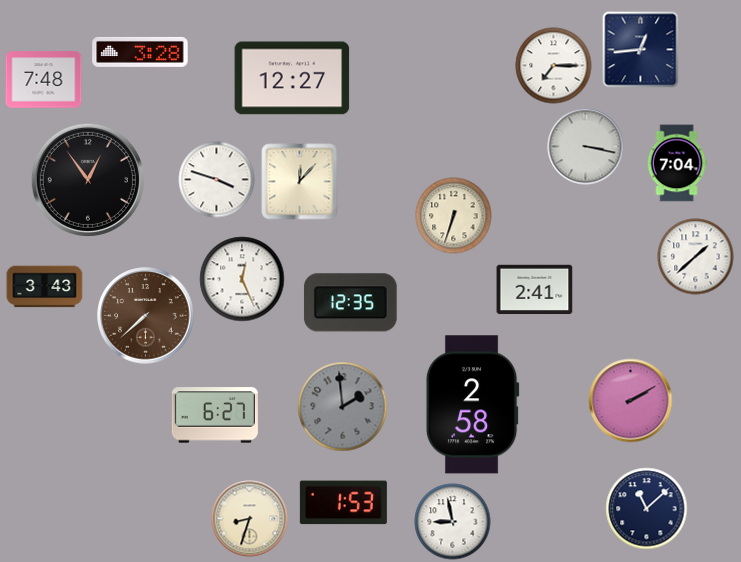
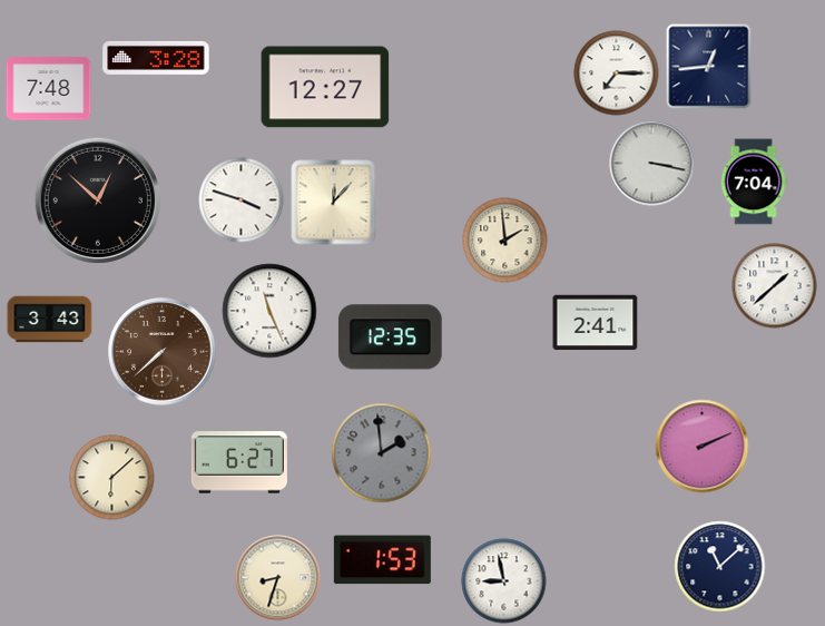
clock at (641, 50) position: (641, 50) -> (709, 67)
clock at (88, 180): 12:54 -> 12:52
clock at (454, 216): 6:33 -> 1:59
clock at (242, 279): 12:26 -> 11:26
clock at (631, 401): 2:10 -> 2:11
clock at (472, 405): 2:58 -> none
clock at (112, 478): none -> 6:08
